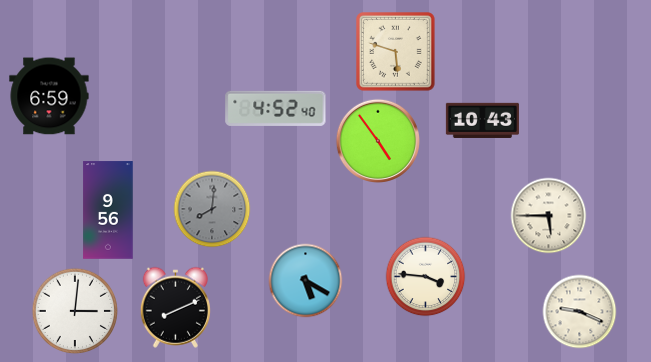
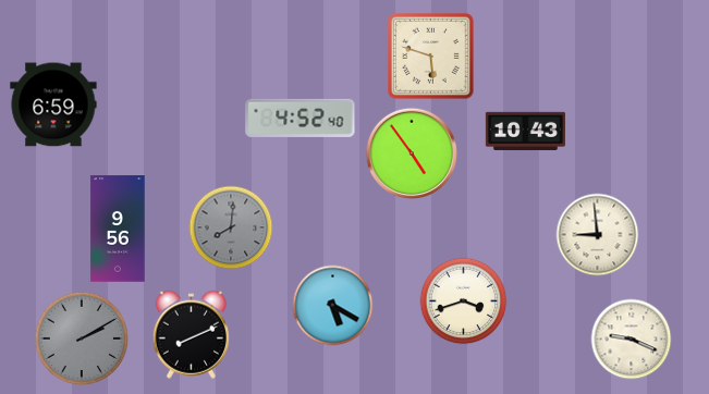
clock at (549, 216): 5:45 -> 8:59
clock at (426, 277): 3:46 -> 3:42
clock at (74, 310): 3:01 -> 2:10
clock at (74, 310) dial: white -> grey
